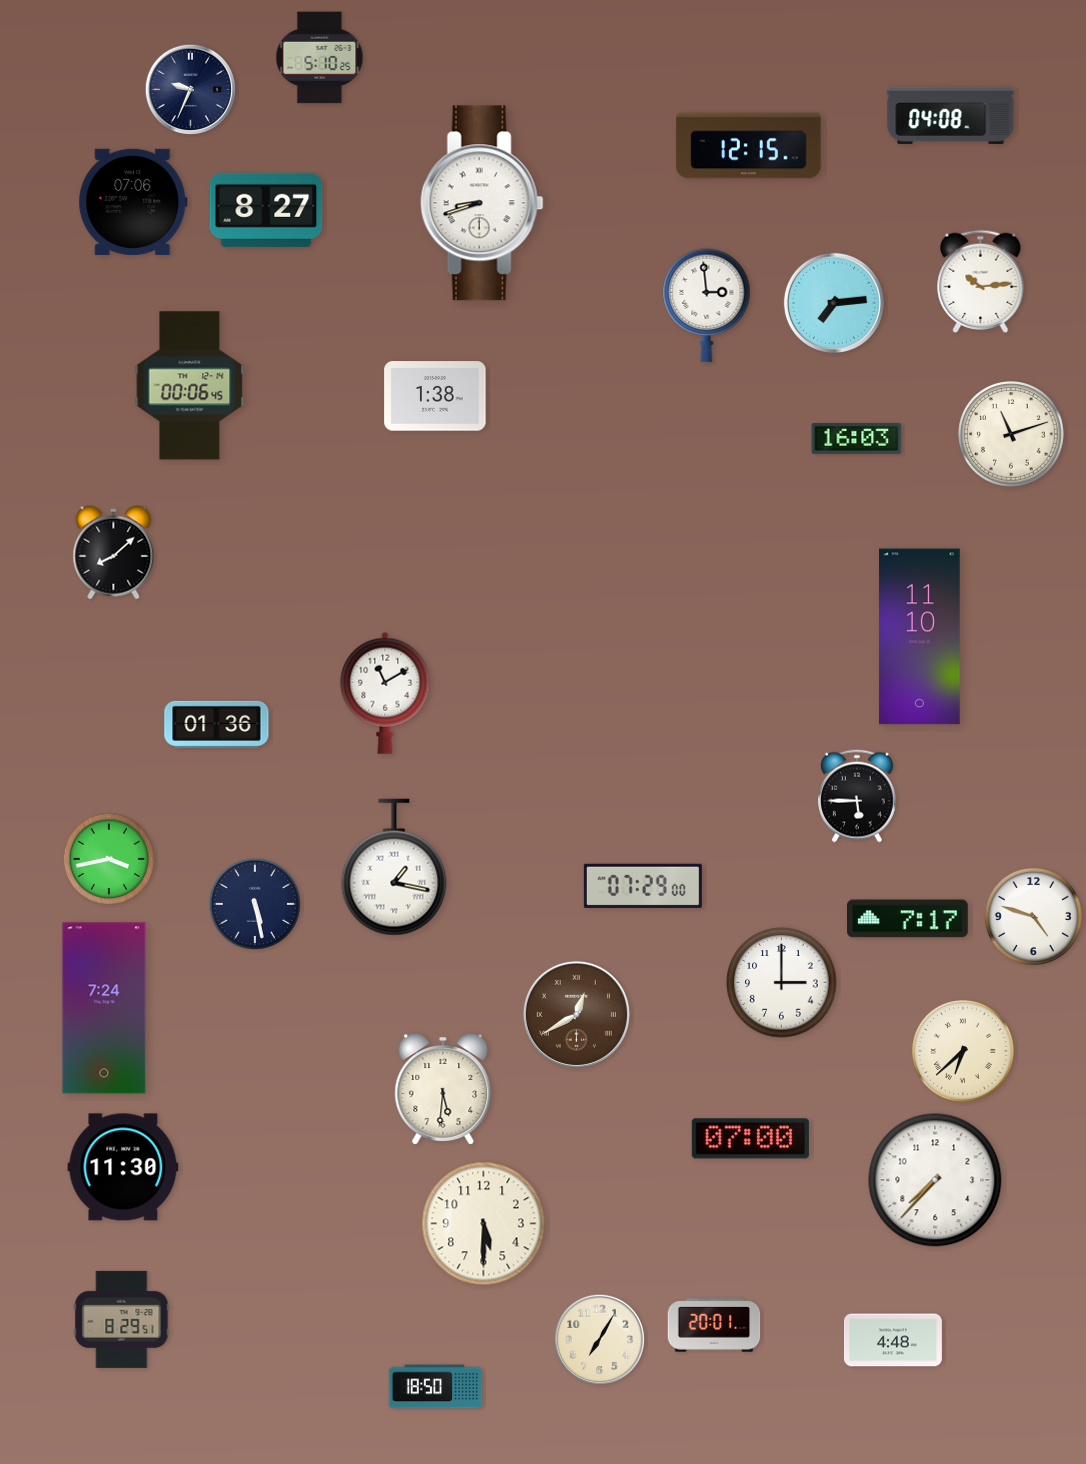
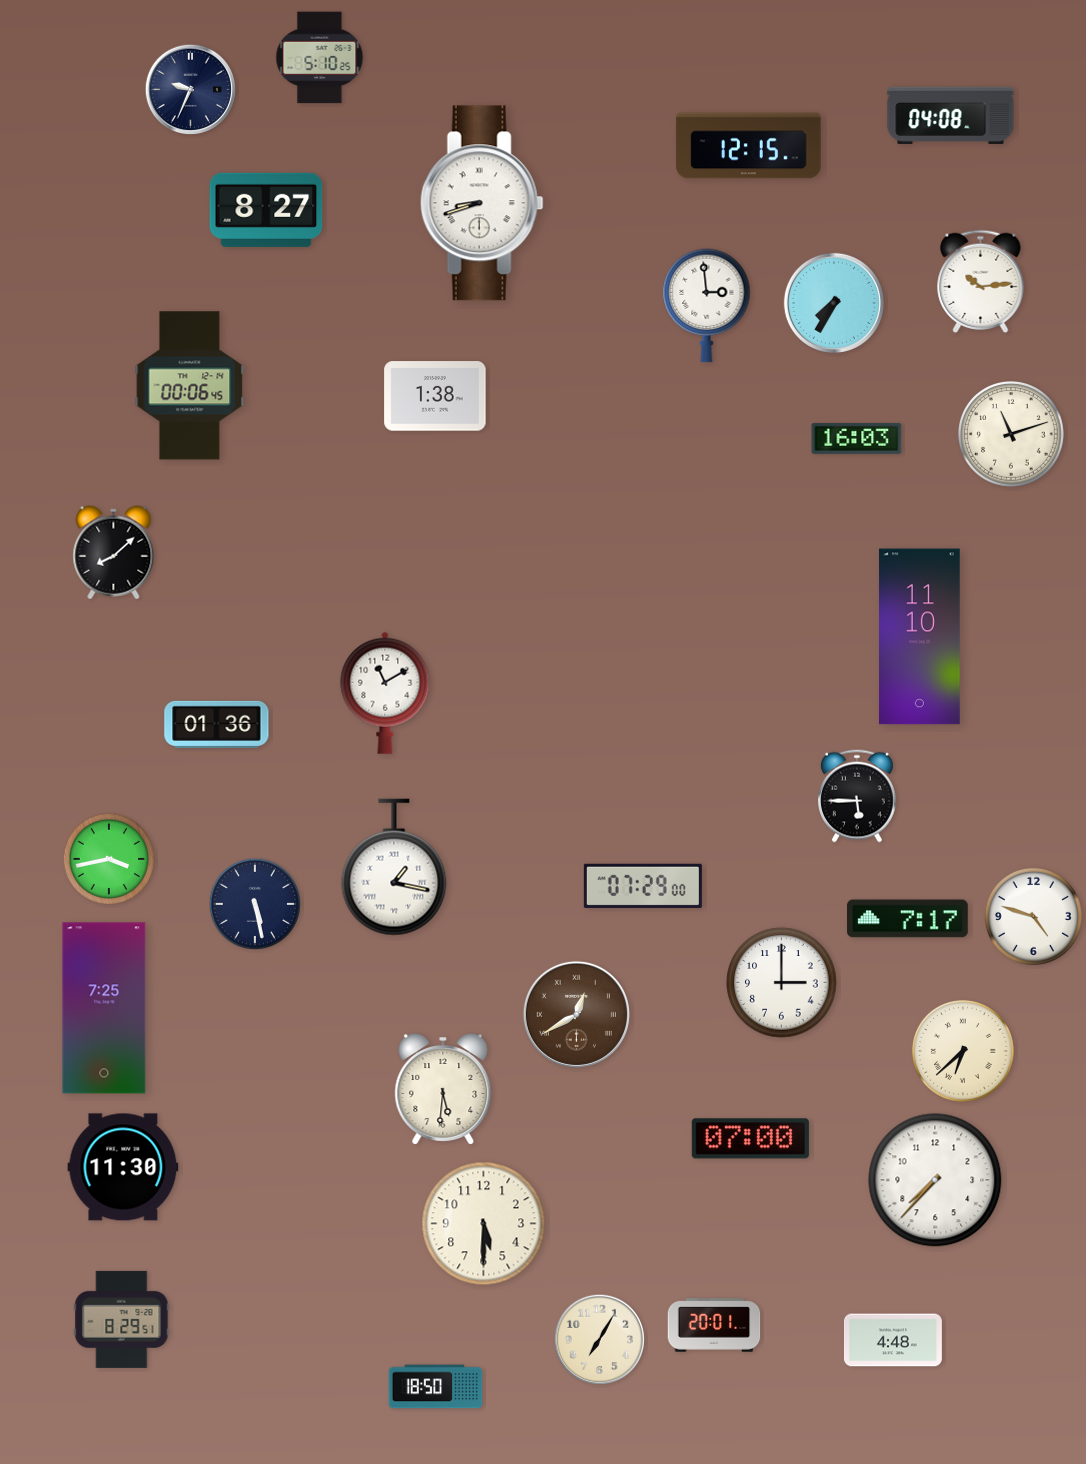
clock at (133, 202): 07:06 -> none
clock at (834, 303): 7:14 -> 7:35
clock at (104, 1008): 7:24 -> 7:25
